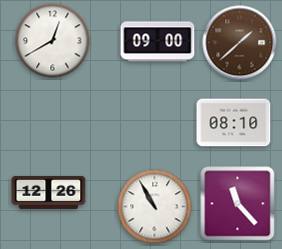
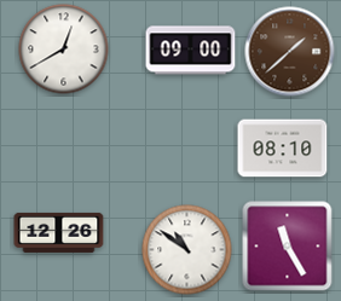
clock at (238, 204): 11:23 -> 11:25
clock at (155, 207): 10:55 -> 10:51
